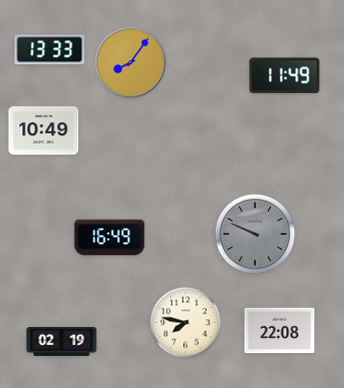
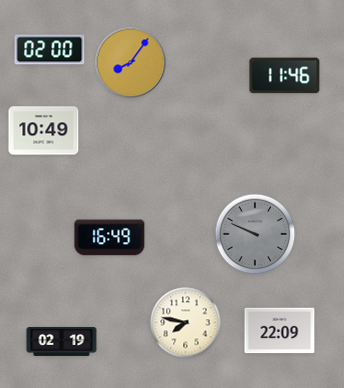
clock at (50, 50): 13:33 -> 02:00
clock at (285, 76): 11:49 -> 11:46
clock at (280, 331): 22:08 -> 22:09
